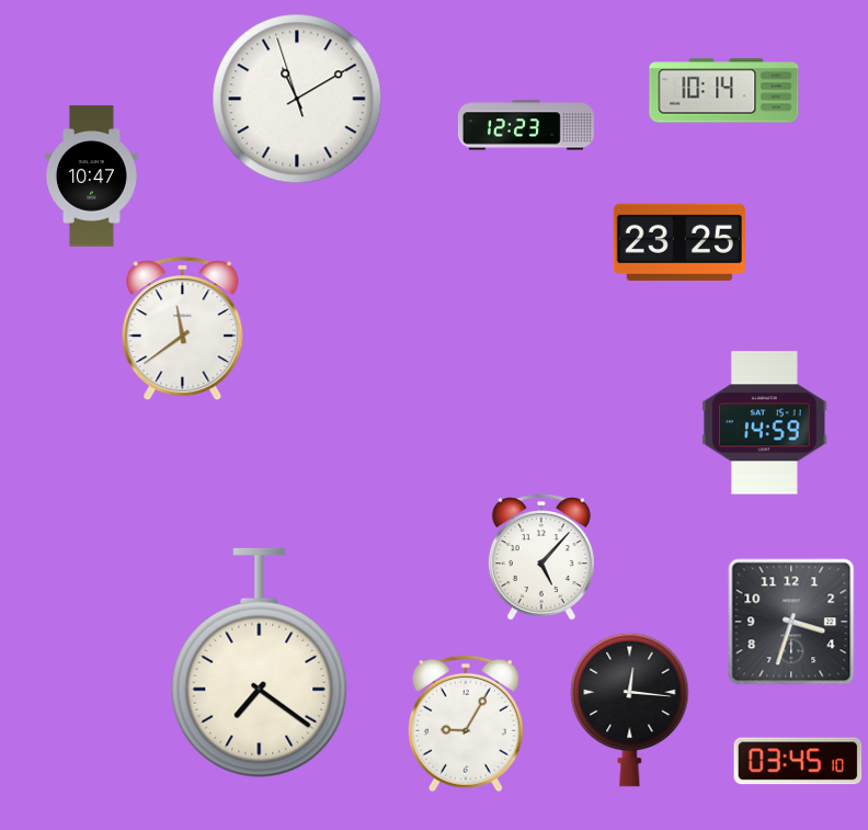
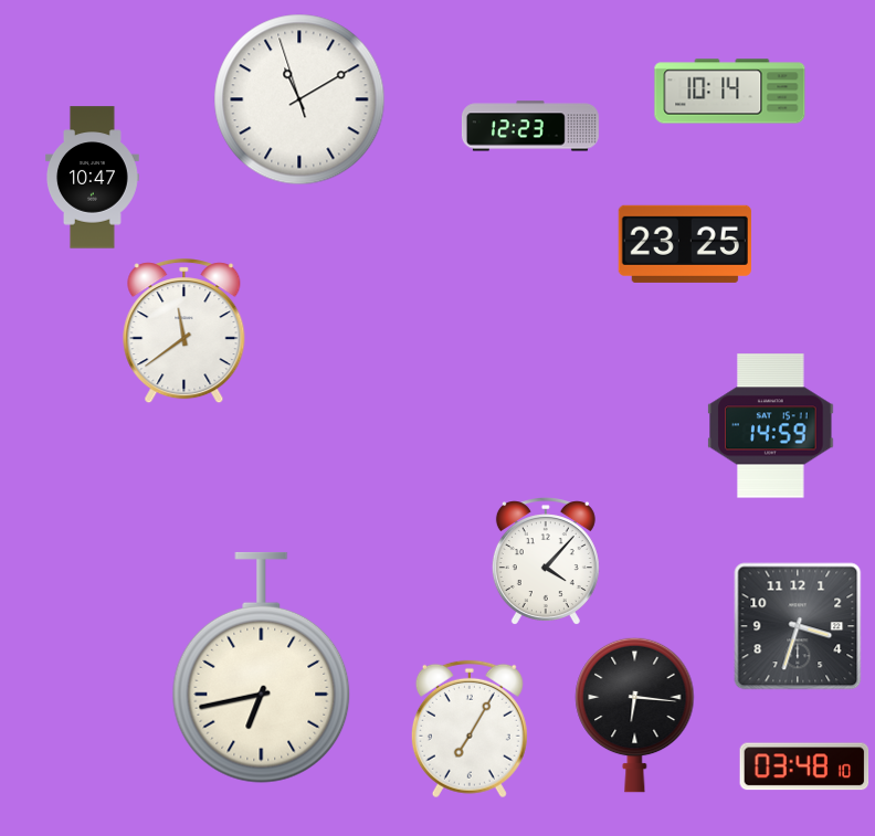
clock at (541, 557): 5:07 -> 4:07
clock at (260, 662): 7:21 -> 6:43
clock at (630, 709): 12:16 -> 6:16
clock at (466, 724): 9:05 -> 7:05
clock at (798, 761): 03:45 -> 03:48
